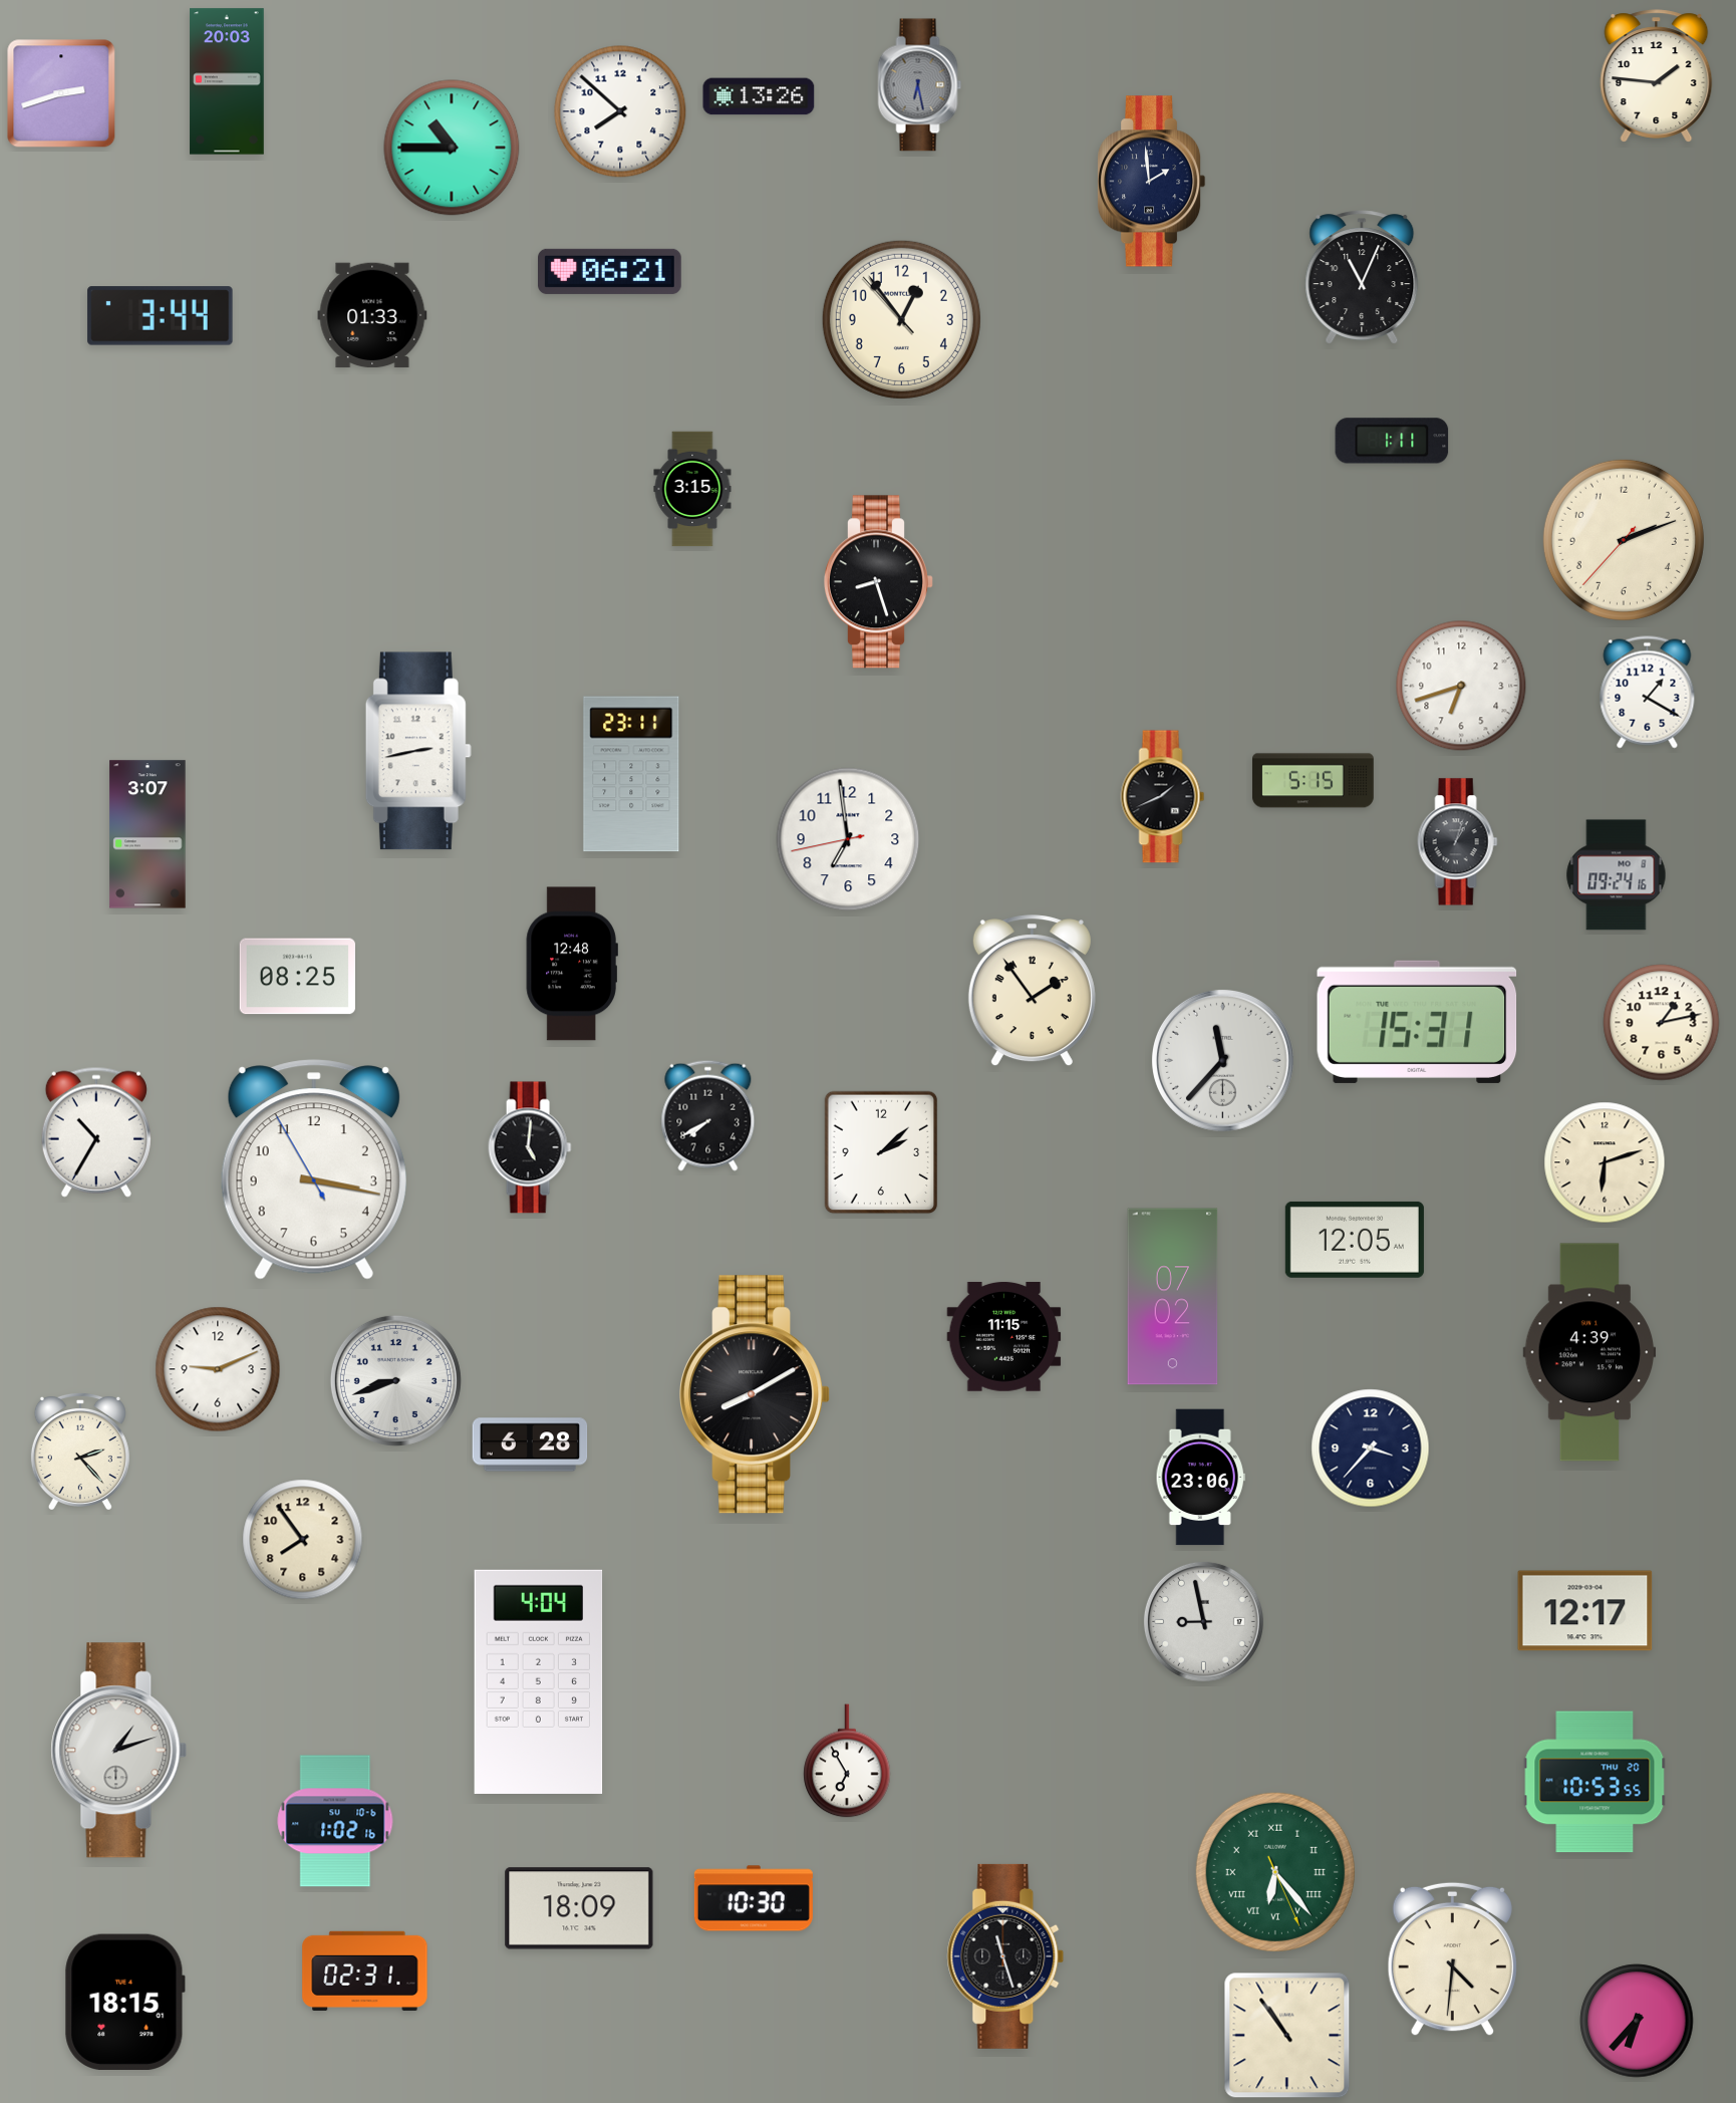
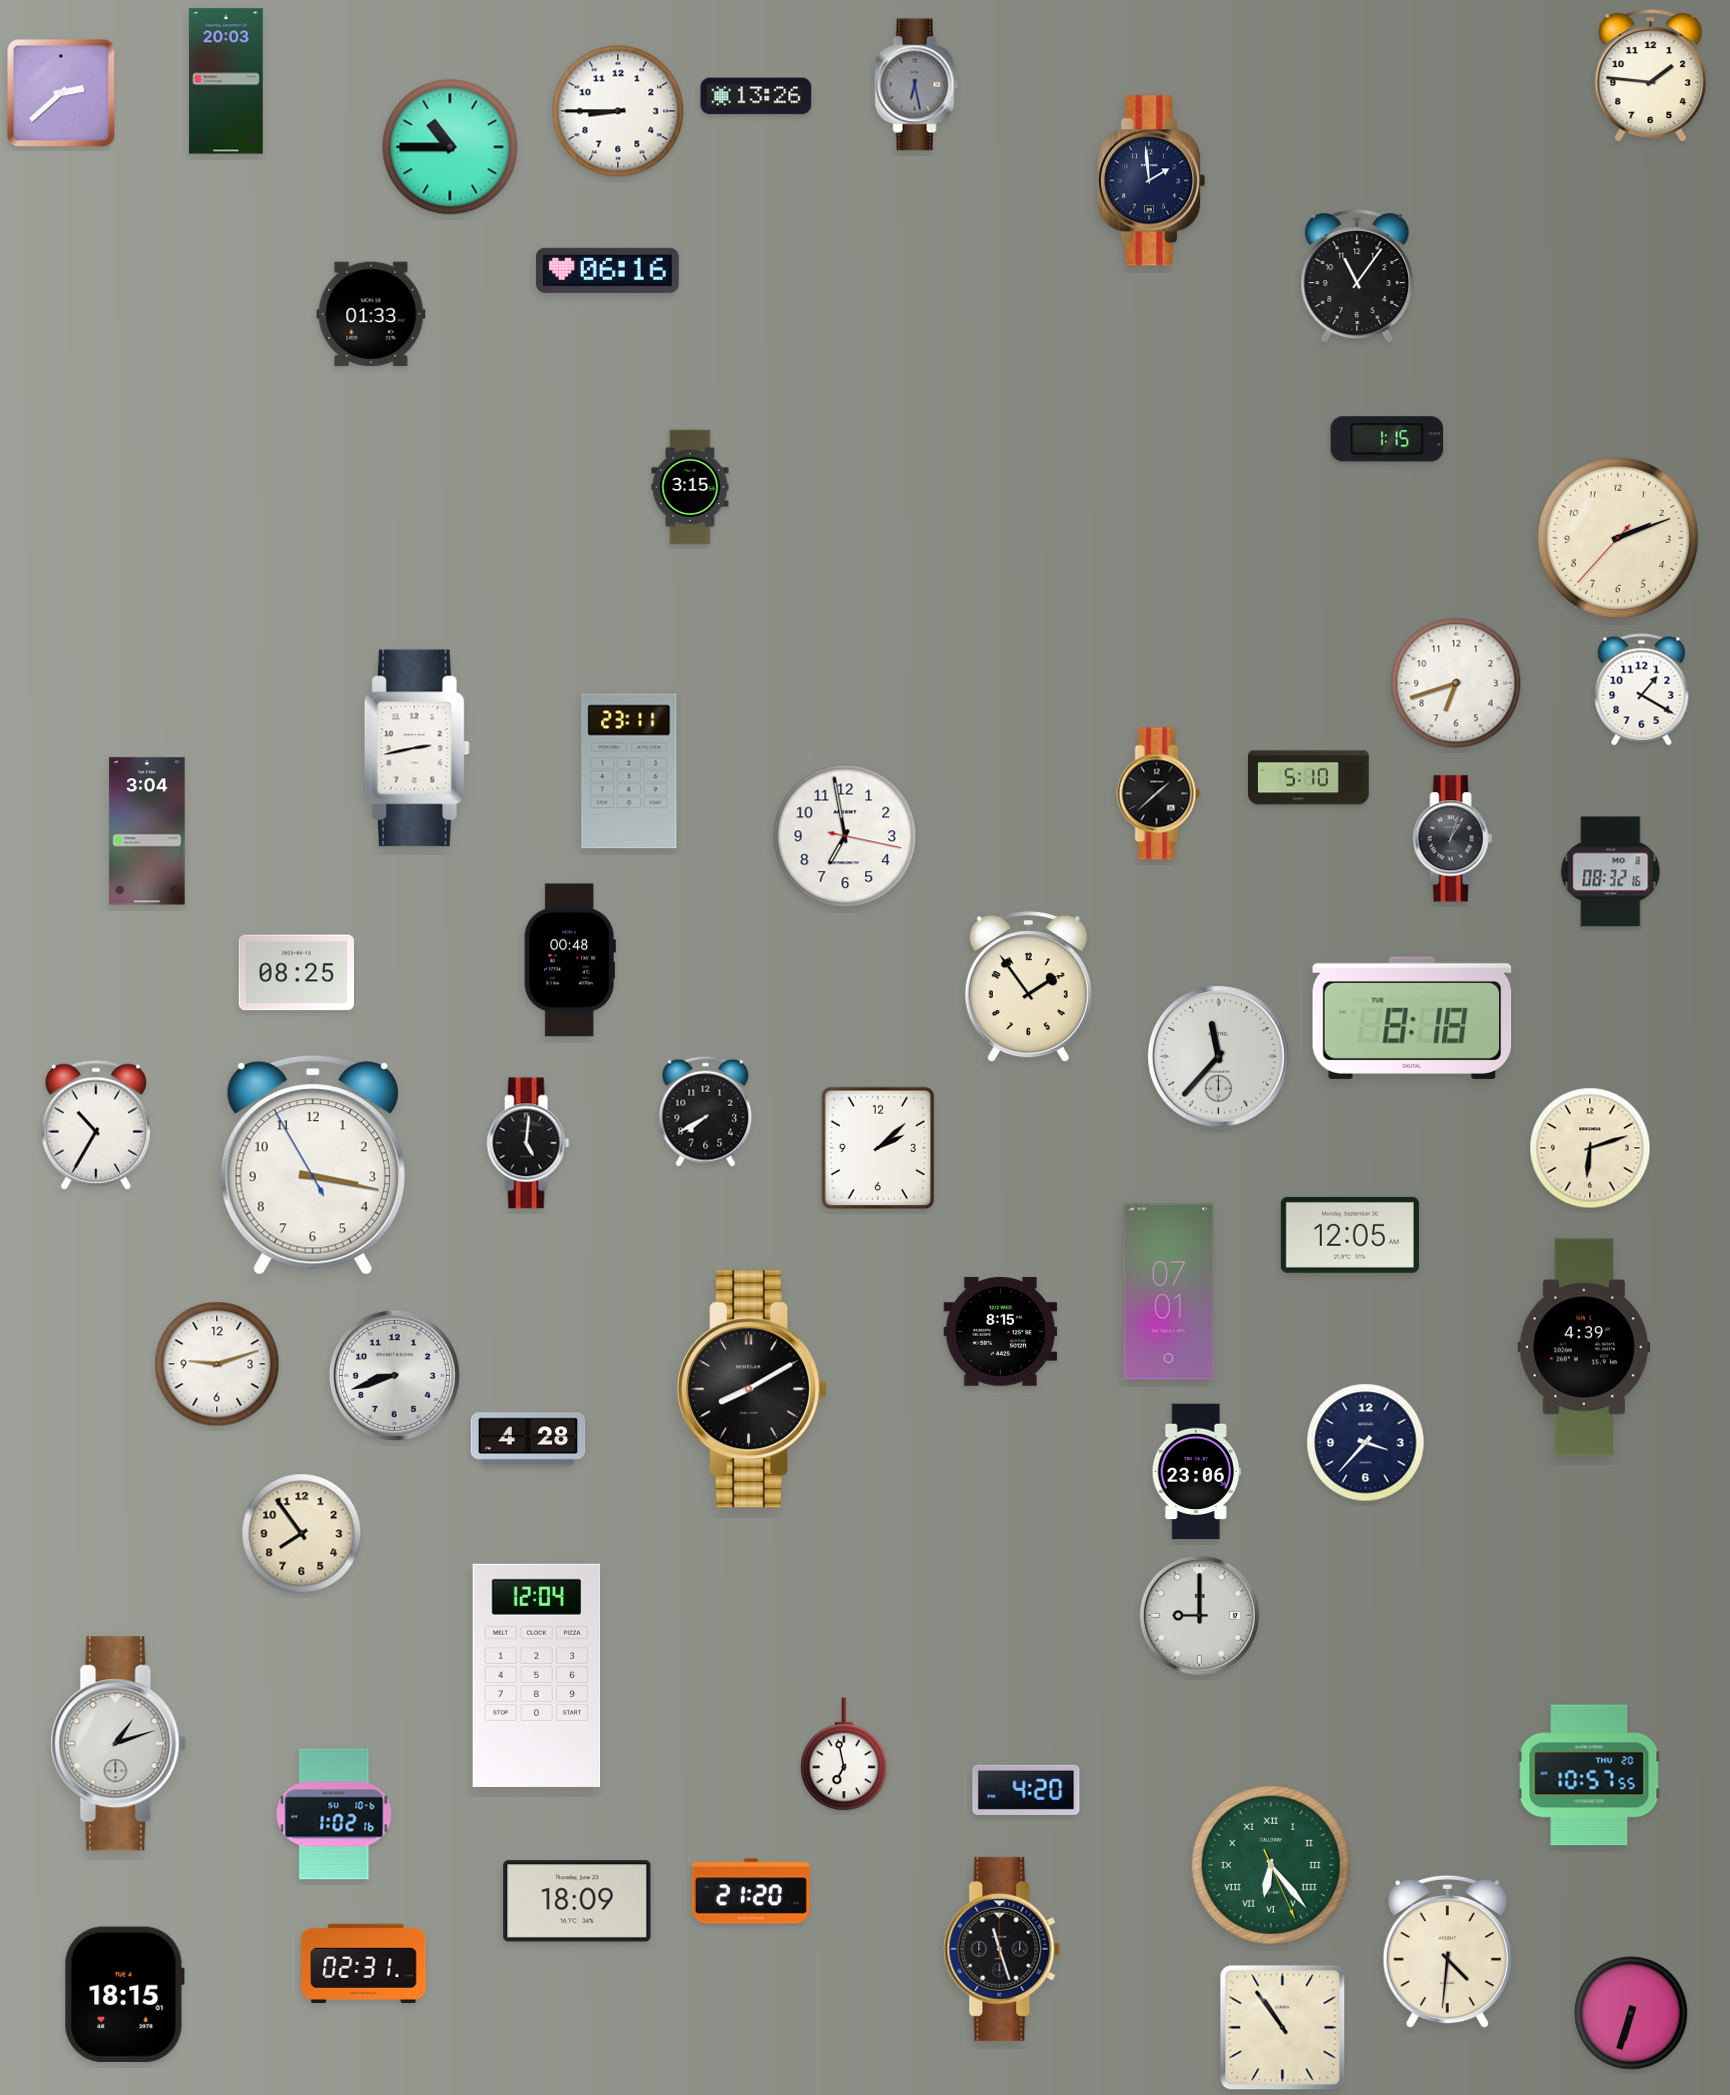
clock at (61, 93): 2:42 -> 2:38
clock at (620, 111): 7:52 -> 8:45
clock at (1151, 182) position: (1151, 182) -> (1151, 181)
clock at (610, 271): 06:21 -> 06:16
clock at (1362, 278): 11:04 -> 11:06
clock at (161, 316): 3:44 -> none
clock at (901, 319): 12:53 -> none
clock at (1392, 441): 1:11 -> 1:15
clock at (878, 582): 8:27 -> none
clock at (1314, 781): 5:15 -> 5:10
clock at (1163, 797): 1:41 -> 1:38
clock at (148, 834): 3:07 -> 3:04
clock at (848, 839): 6:58:43 -> 6:58:17
clock at (1617, 875): 09:24 -> 08:32
clock at (572, 964): 12:48 -> 00:48
clock at (1417, 1022): 15:31 -> 8:18
clock at (1662, 1023): 1:13 -> none
clock at (96, 1132) position: (96, 1132) -> (96, 1125)
clock at (1605, 1162) position: (1605, 1162) -> (1590, 1148)
clock at (1173, 1297): 07:02 -> 07:01
clock at (1004, 1337): 11:15 -> 8:15
clock at (218, 1369): 9:11 -> 9:12
clock at (530, 1444): 6:28 -> 4:28
clock at (80, 1451): 2:23 -> none
clock at (1585, 1611): 12:17 -> none
clock at (1203, 1621): 8:58 -> 9:00
clock at (539, 1681): 4:04 -> 12:04
clock at (847, 1761): 6:55 -> 6:58
clock at (1595, 1782): 10:53 -> 10:57
clock at (1026, 1790): none -> 4:20
clock at (754, 1898): 10:30 -> 21:20
clock at (1637, 2021): 6:37 -> 6:33
